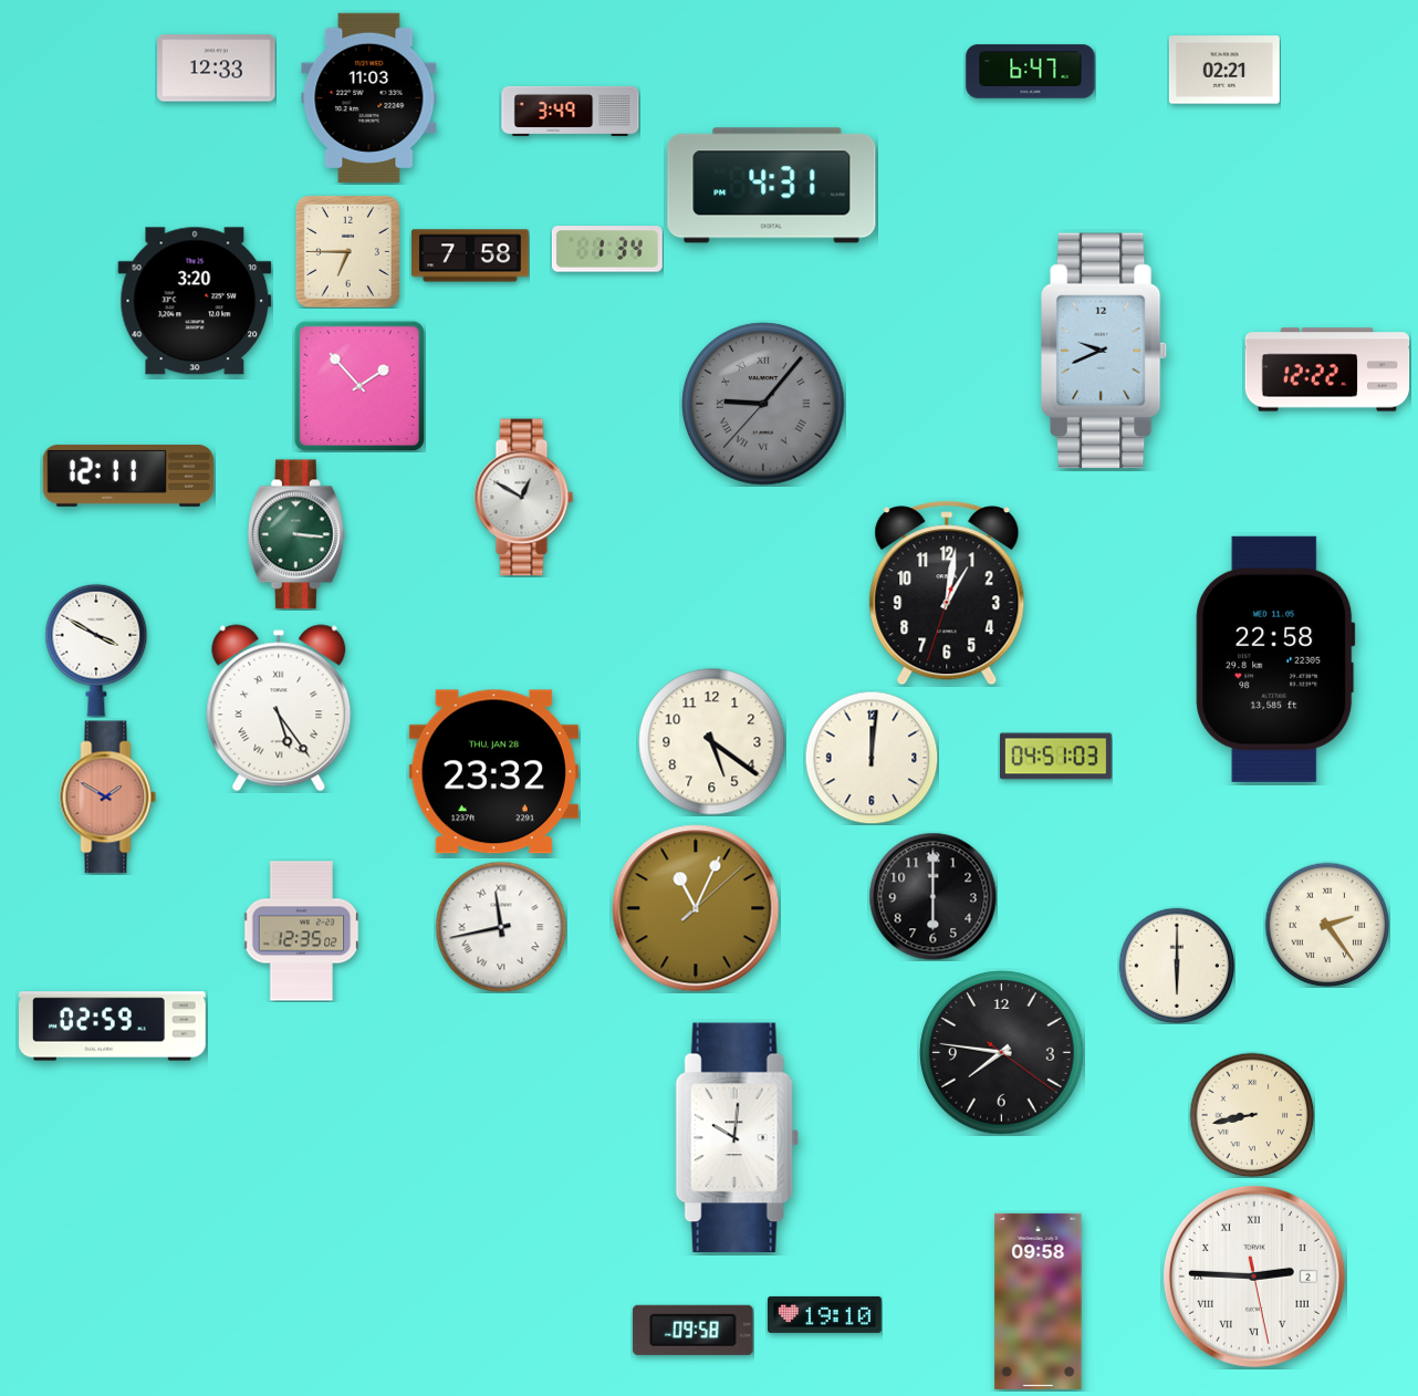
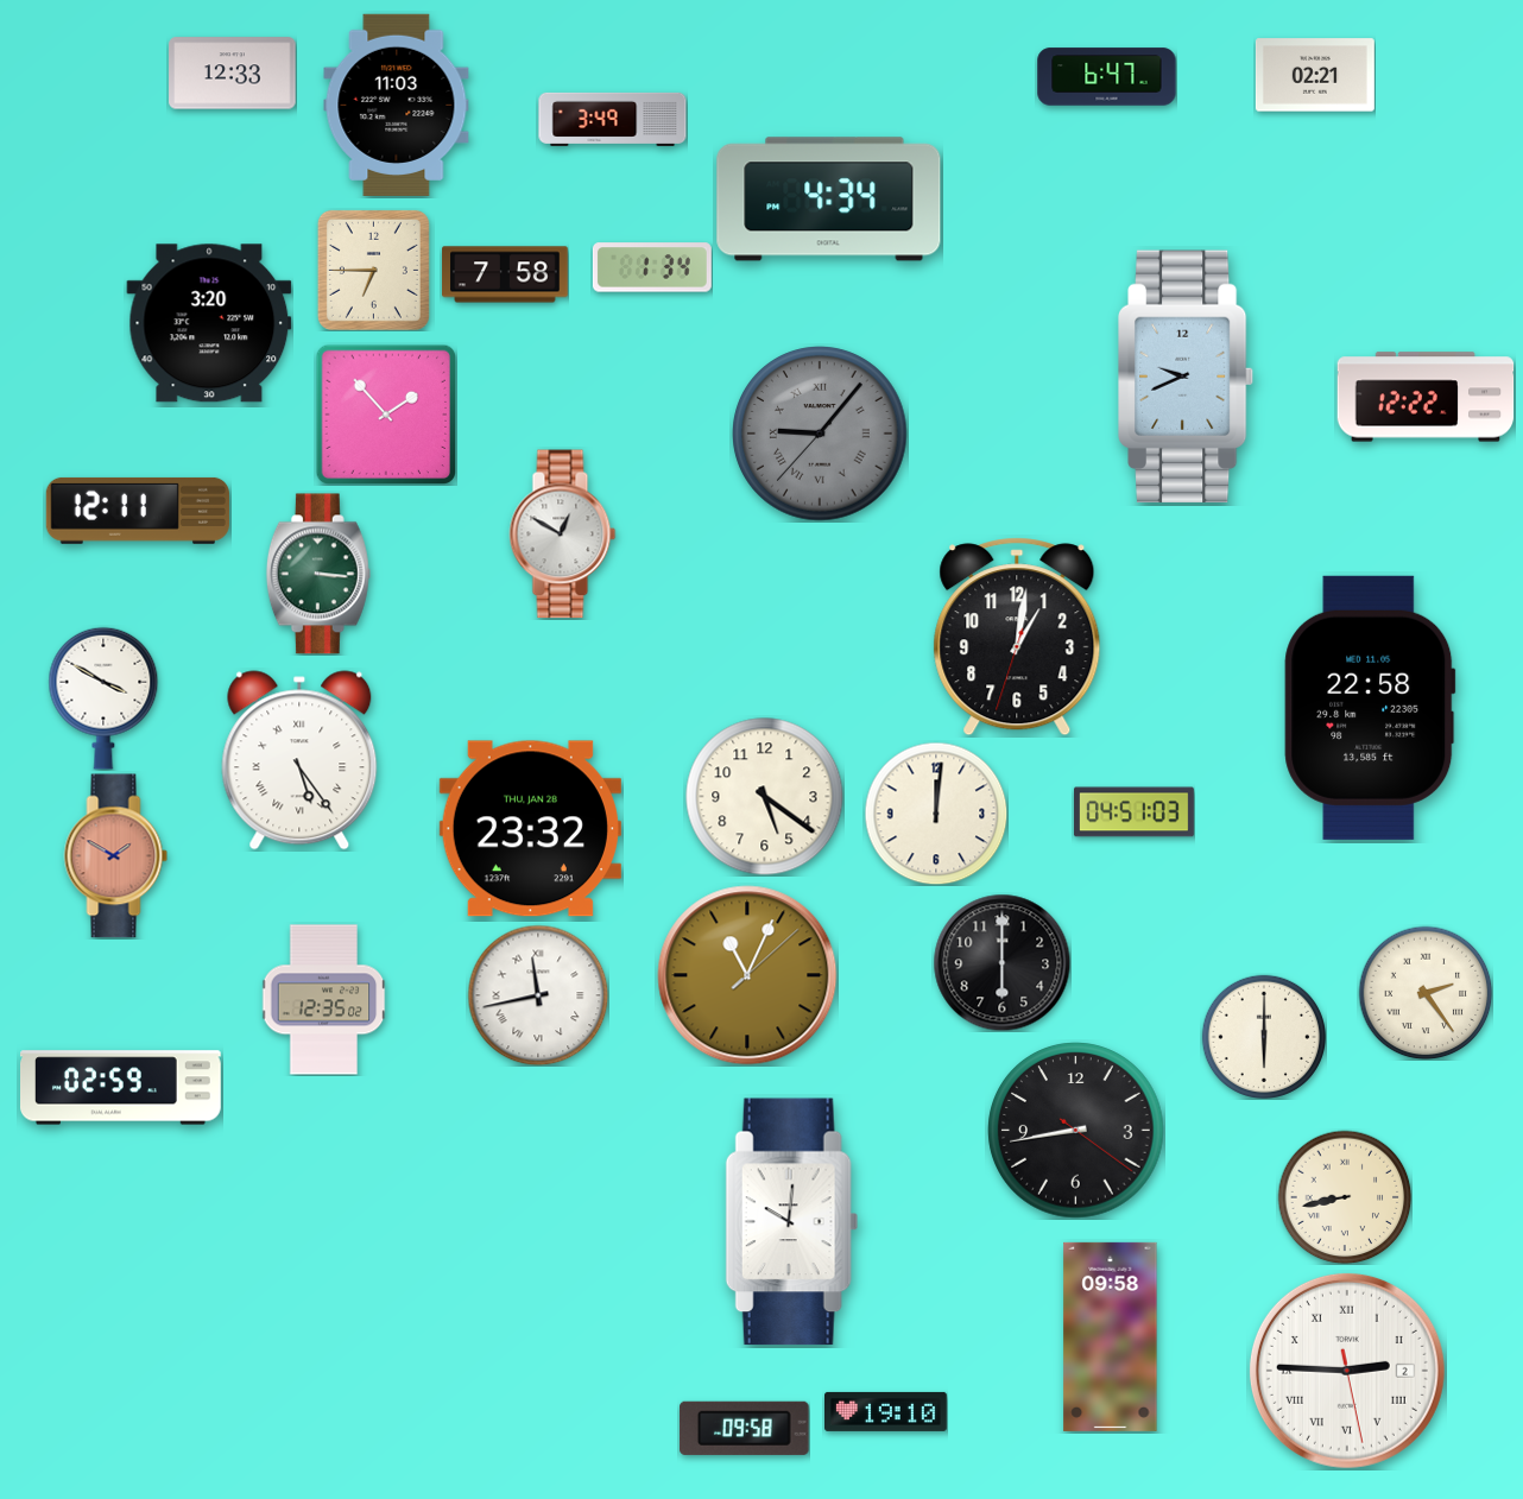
clock at (772, 186): 4:31 -> 4:34
clock at (113, 1027) position: (113, 1027) -> (121, 1088)
clock at (1002, 1053): 7:46 -> 8:43
clock at (1039, 1301) position: (1039, 1301) -> (1111, 1336)
